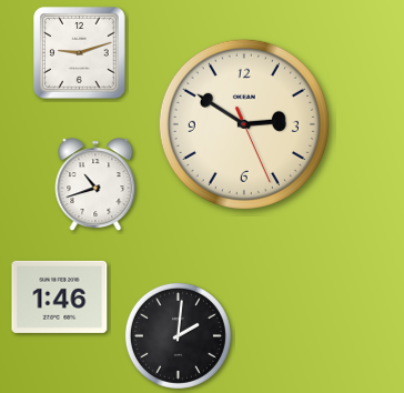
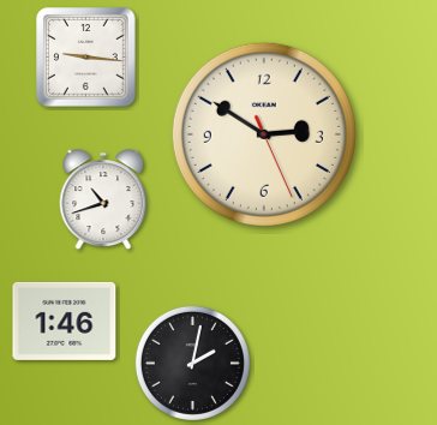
clock at (80, 53): 9:12 -> 9:16
clock at (178, 335): 2:01 -> 2:02
